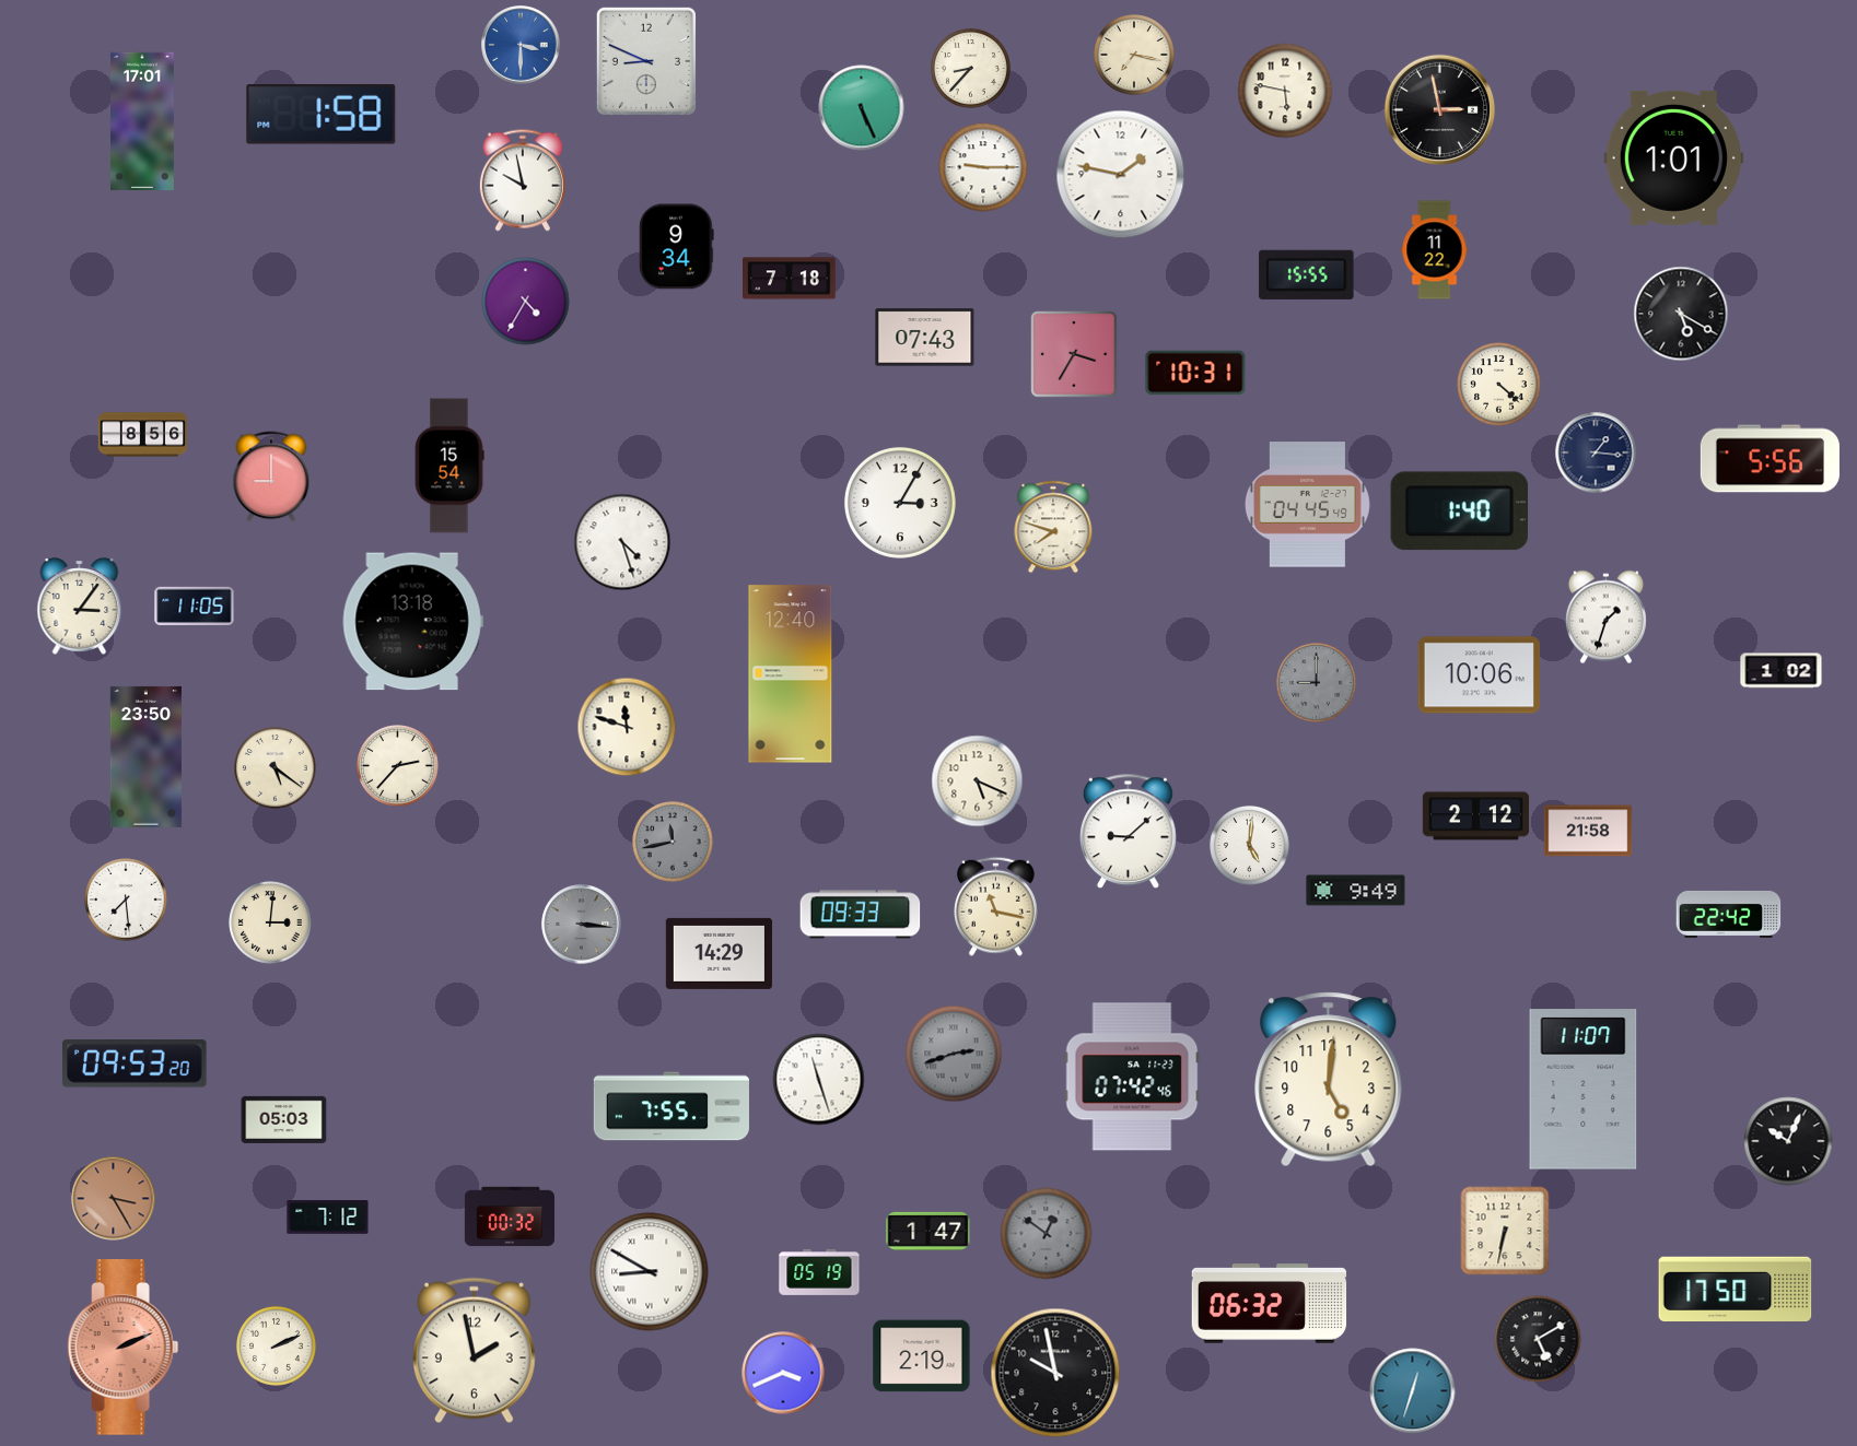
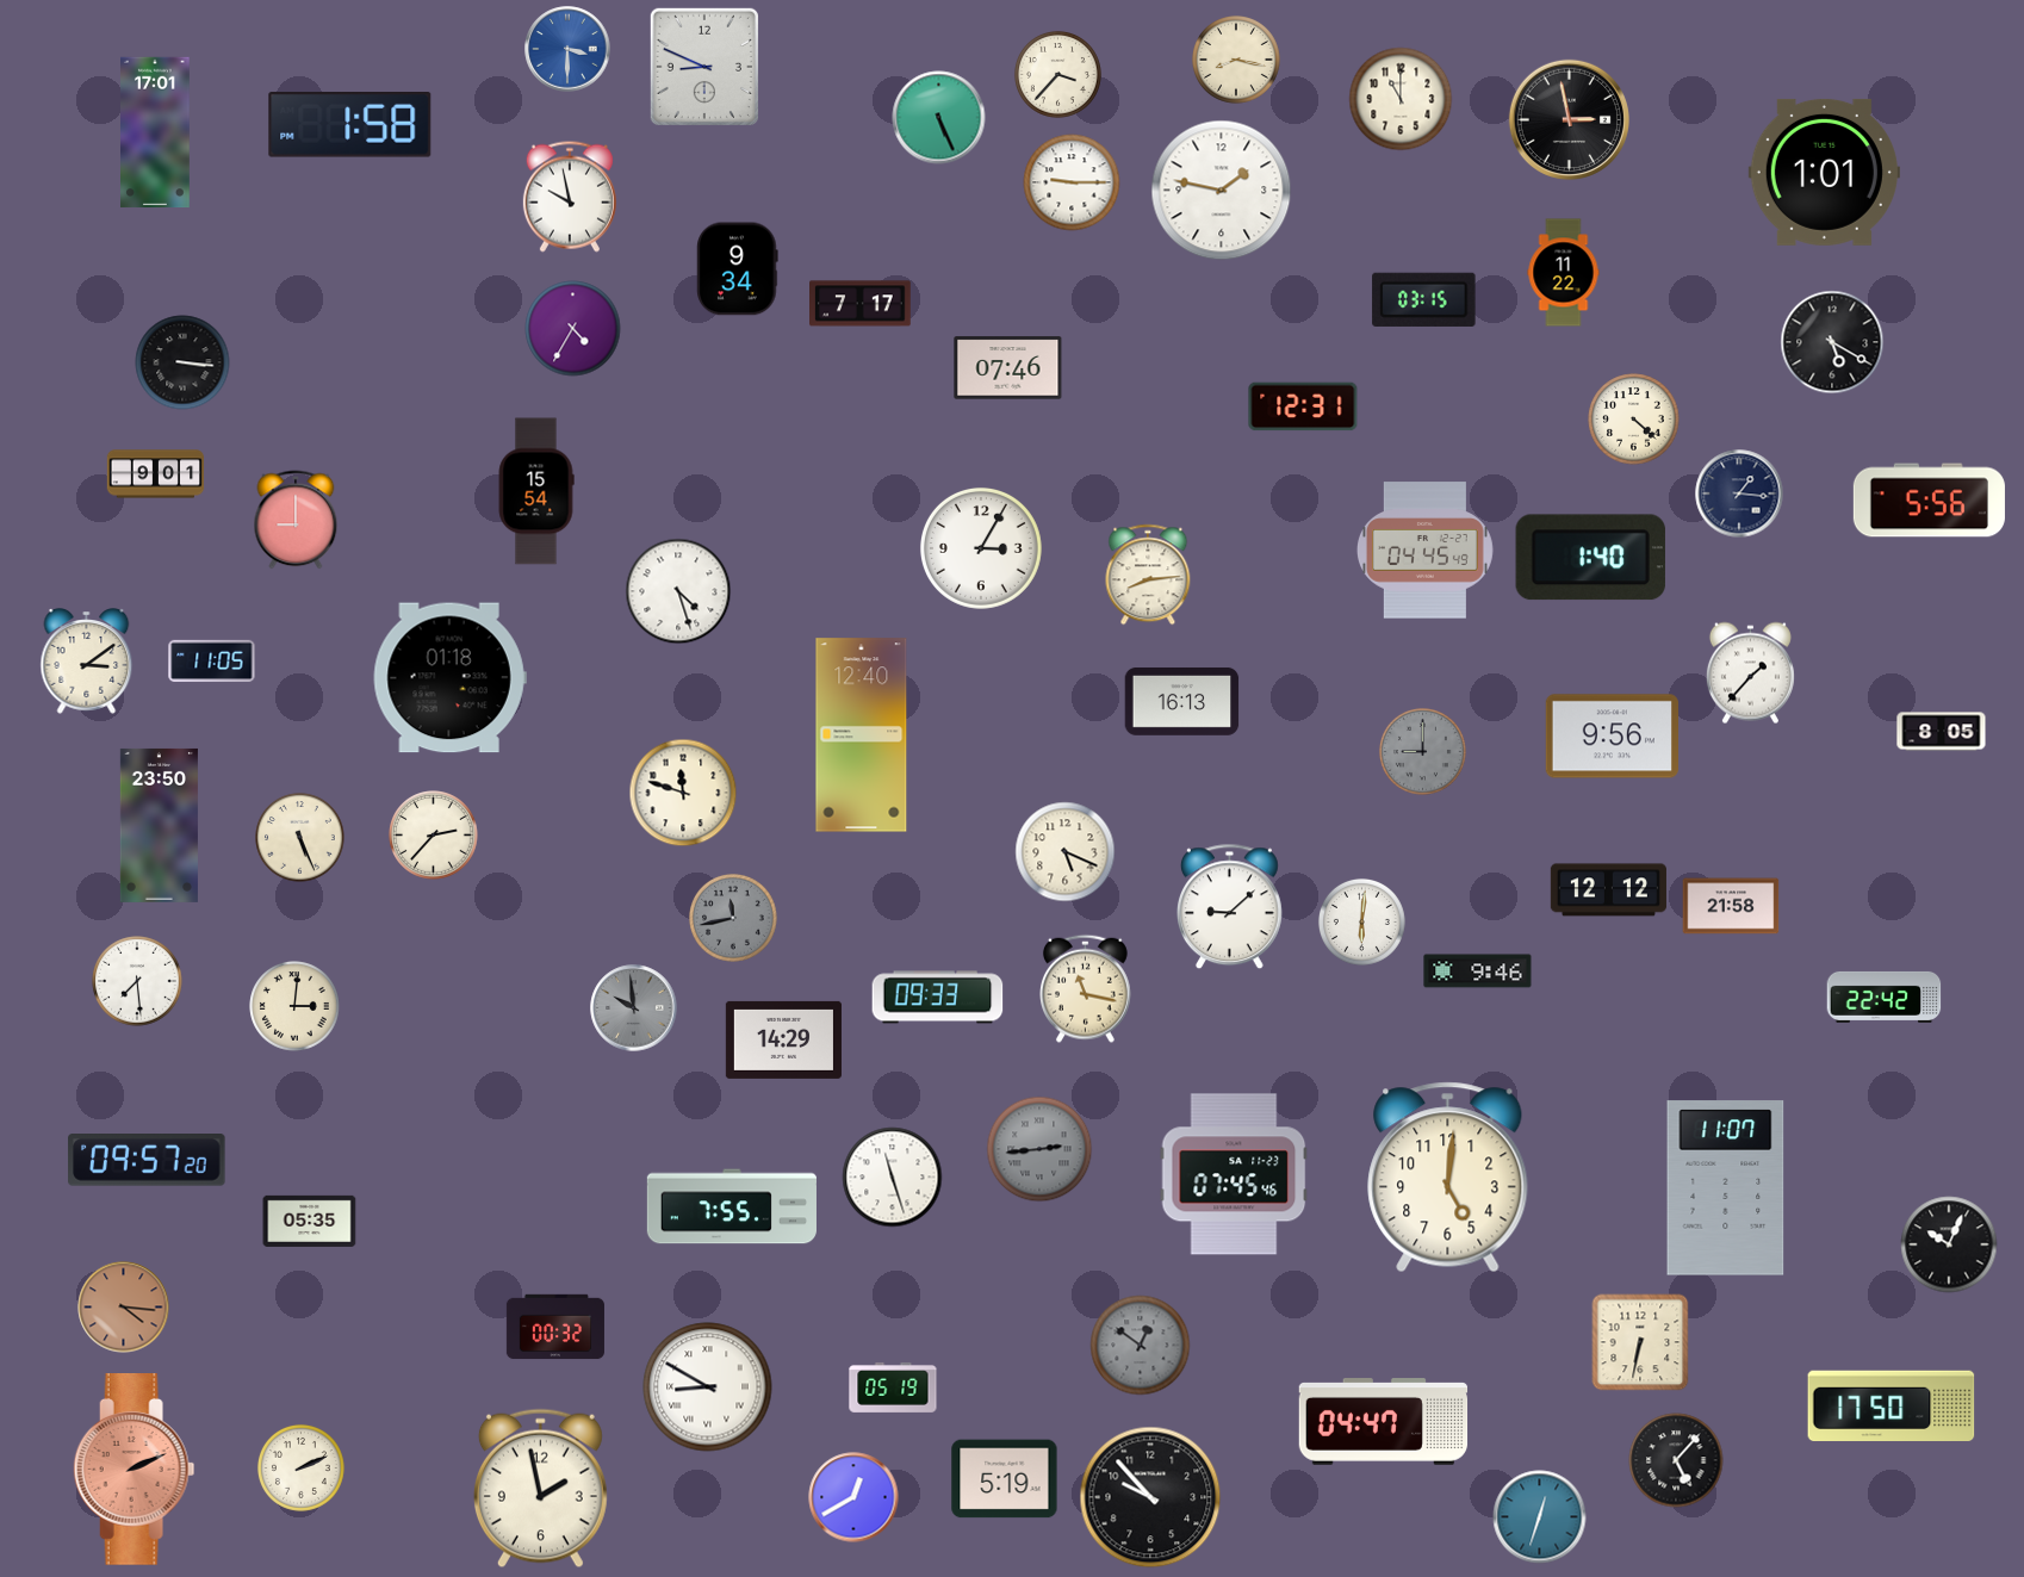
clock at (1135, 56): 7:17 -> 8:17
clock at (970, 68): 8:37 -> 3:37
clock at (1285, 91): 5:47 -> 11:00
clock at (1307, 274): 15:55 -> 03:15
clock at (790, 279): 7:18 -> 7:17
clock at (182, 362): none -> 3:16
clock at (925, 338): 07:43 -> 07:46
clock at (1074, 354): 3:35 -> none
clock at (1195, 373): 10:31 -> 12:31
clock at (143, 435): 8:56 -> 9:01
clock at (449, 466) position: (449, 466) -> (536, 491)
clock at (1053, 527): 7:48 -> 8:14
clock at (80, 607): 3:06 -> 3:09
clock at (1605, 618): 1:33 -> 1:37
clock at (412, 622): 13:18 -> 01:18
clock at (1182, 701): none -> 16:13
clock at (1782, 671): 1:02 -> 8:05
clock at (1479, 675): 10:06 -> 9:56
clock at (1316, 682) position: (1316, 682) -> (1422, 751)
clock at (276, 768): 5:21 -> 5:26
clock at (1475, 816): 2:12 -> 12:12
clock at (1249, 845): 5:01 -> 6:01
clock at (1356, 891): 9:49 -> 9:46
clock at (582, 925): 3:16 -> 9:59
clock at (954, 1054): 2:42 -> 2:44
clock at (135, 1063): 09:53 -> 09:57
clock at (1132, 1077): 07:42 -> 07:45
clock at (284, 1119): 05:03 -> 05:35
clock at (114, 1199): 3:25 -> 4:16
clock at (328, 1218): 7:12 -> none
clock at (928, 1231): 1:47 -> none
clock at (1270, 1304): 06:32 -> 04:47
clock at (1538, 1339): 5:10 -> 5:07
clock at (474, 1351) position: (474, 1351) -> (540, 1489)
clock at (922, 1356): 2:19 -> 5:19
clock at (783, 1373): 3:41 -> 12:40
clock at (1055, 1373): 9:58 -> 9:53
